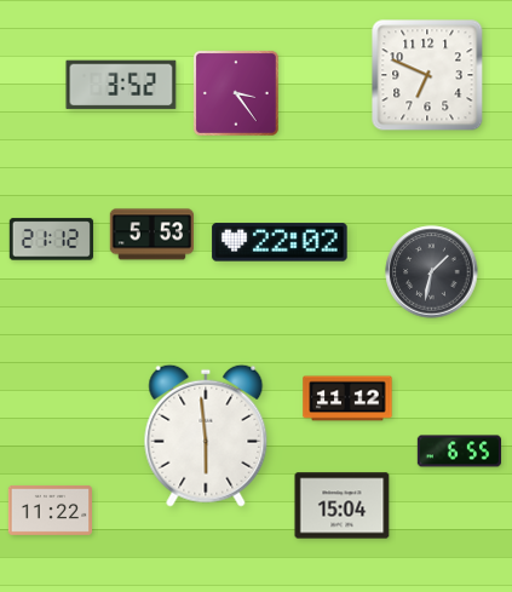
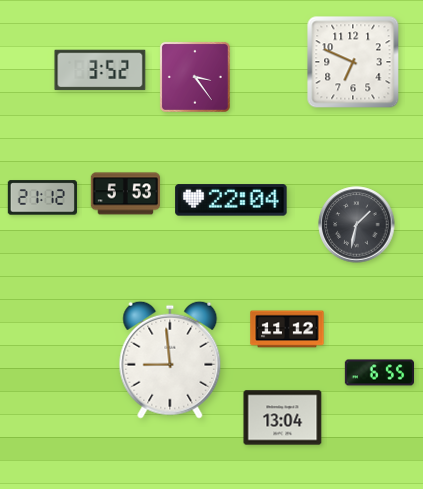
clock at (280, 242): 22:02 -> 22:04
clock at (206, 436): 5:59 -> 8:59
clock at (343, 506): 15:04 -> 13:04
clock at (51, 510): 11:22 -> none
